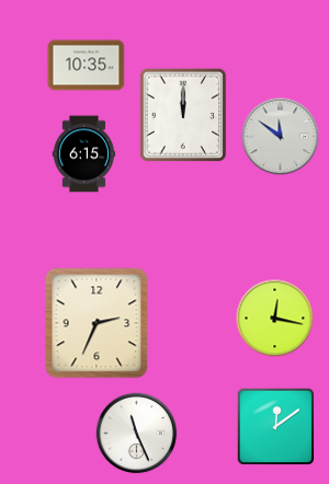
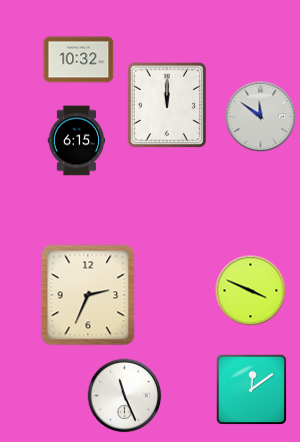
clock at (87, 66): 10:35 -> 10:32
clock at (281, 137) position: (281, 137) -> (261, 117)
clock at (275, 319): 12:17 -> 3:49
